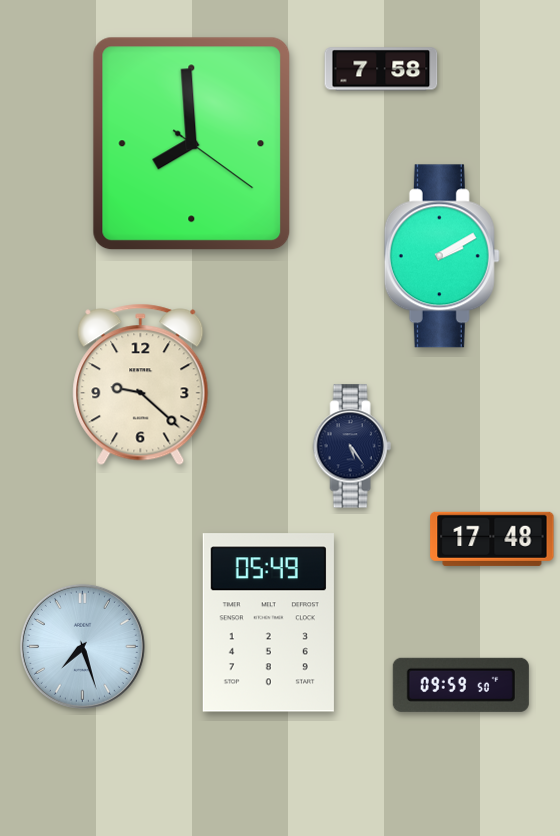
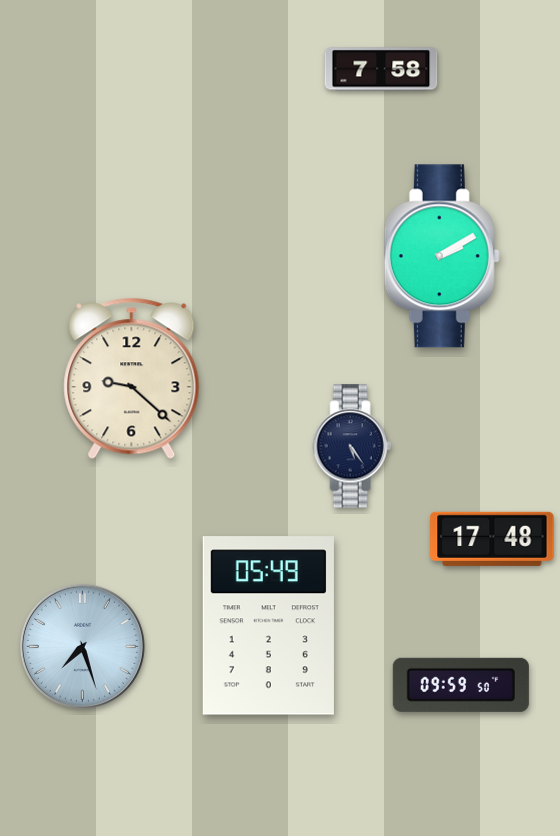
clock at (192, 144): 7:59 -> none
clock at (141, 385) position: (141, 385) -> (132, 379)
clock at (268, 623) position: (268, 623) -> (268, 626)
